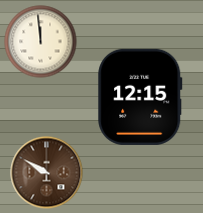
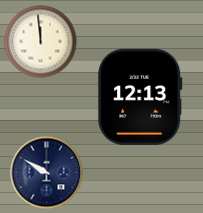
clock at (140, 97): 12:15 -> 12:13
clock at (47, 173) dial: brown -> navy
